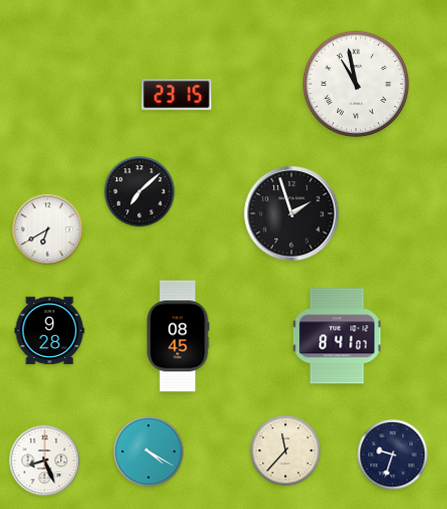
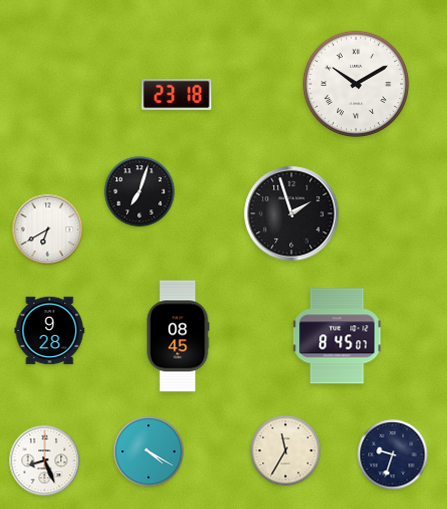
clock at (356, 84): 10:58 -> 10:10
clock at (177, 94): 23:15 -> 23:18
clock at (140, 192): 7:08 -> 7:03
clock at (337, 336): 8:41 -> 8:45
clock at (286, 451): 11:37 -> 11:35
